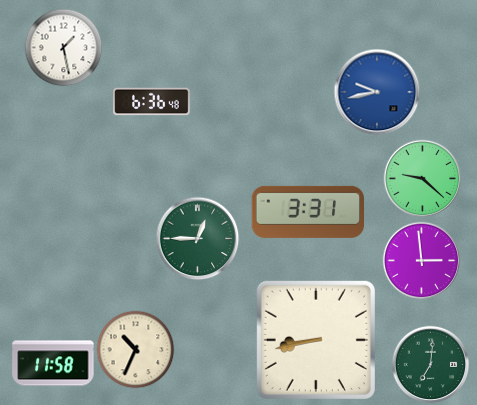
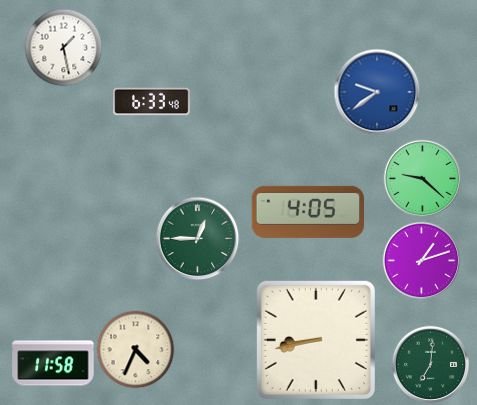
clock at (377, 92): 9:43 -> 9:39
clock at (152, 102): 6:36 -> 6:33
clock at (307, 212): 3:31 -> 4:05
clock at (421, 260): 2:59 -> 1:12
clock at (135, 349): 10:34 -> 4:34
